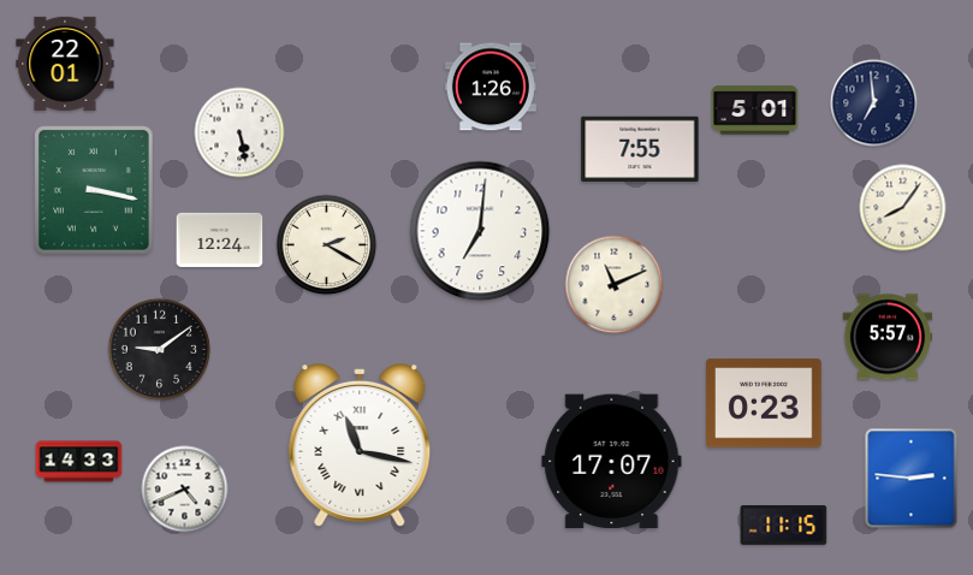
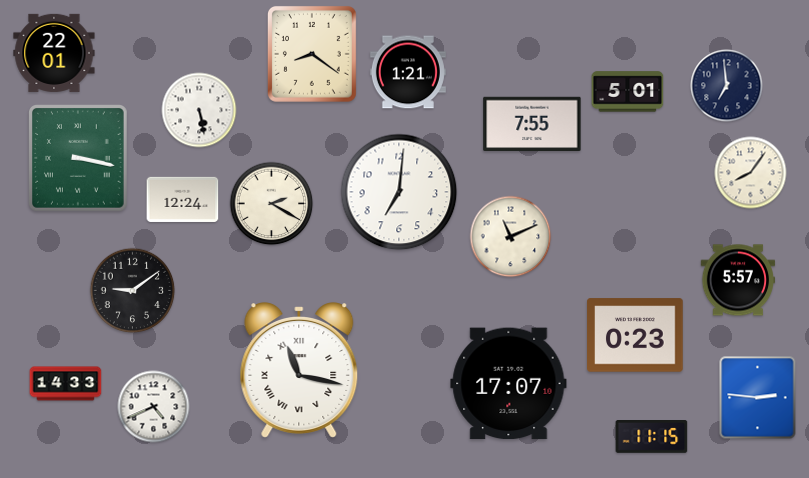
clock at (312, 54): none -> 8:21
clock at (491, 87): 1:26 -> 1:21
